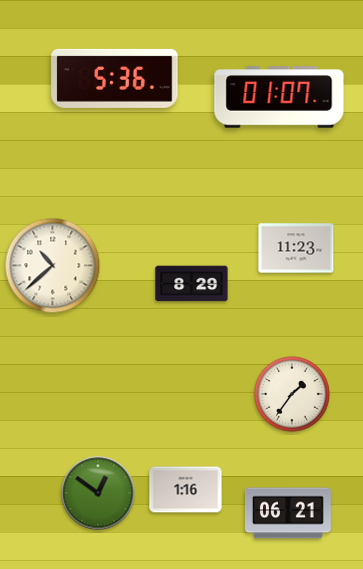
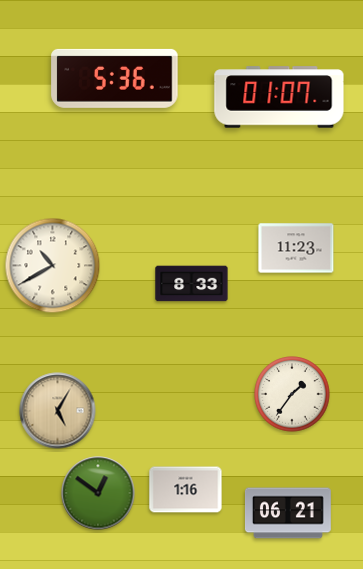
clock at (53, 266): 10:38 -> 10:40
clock at (192, 284): 8:29 -> 8:33
clock at (58, 411): none -> 5:05
